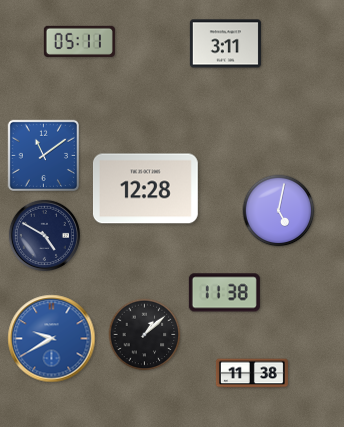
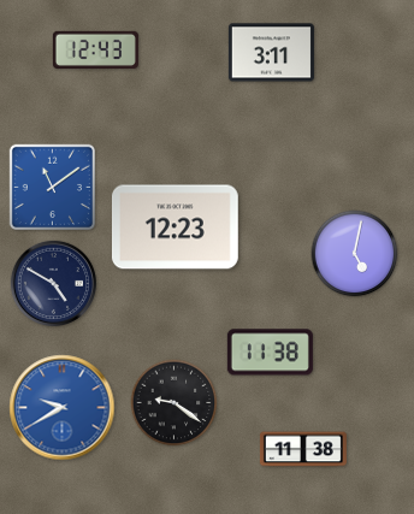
clock at (79, 41): 05:11 -> 12:43
clock at (145, 189): 12:28 -> 12:23
clock at (279, 211) position: (279, 211) -> (355, 254)
clock at (145, 335): 1:08 -> 9:21
